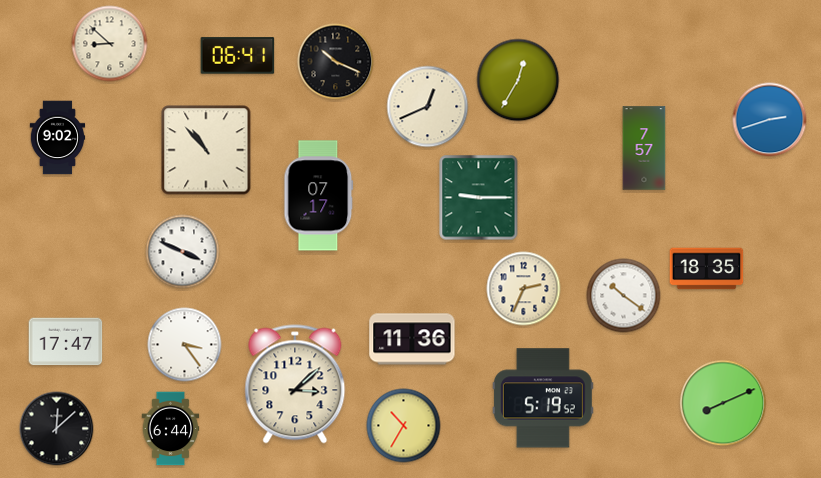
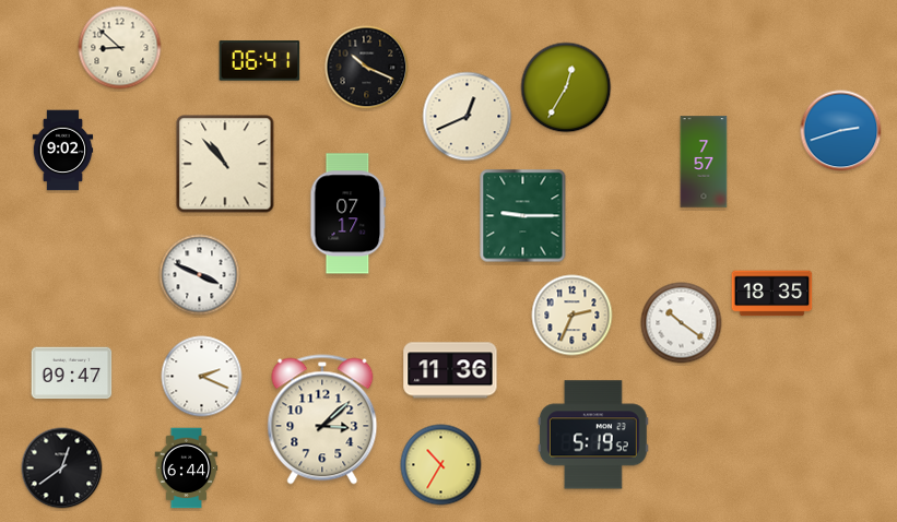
clock at (66, 342): 17:47 -> 09:47
clock at (185, 345): 3:24 -> 2:19
clock at (723, 403): 8:11 -> none
clock at (57, 429): 12:08 -> 12:39
